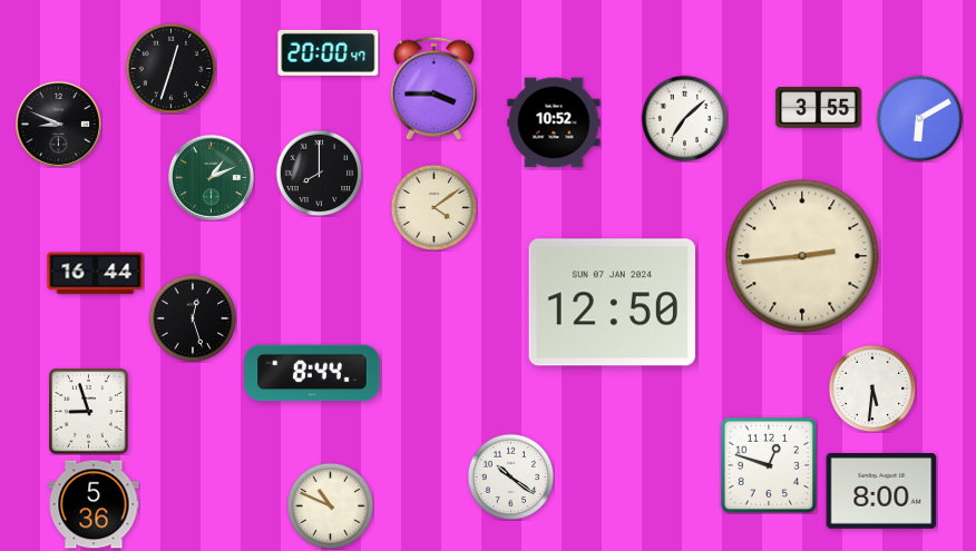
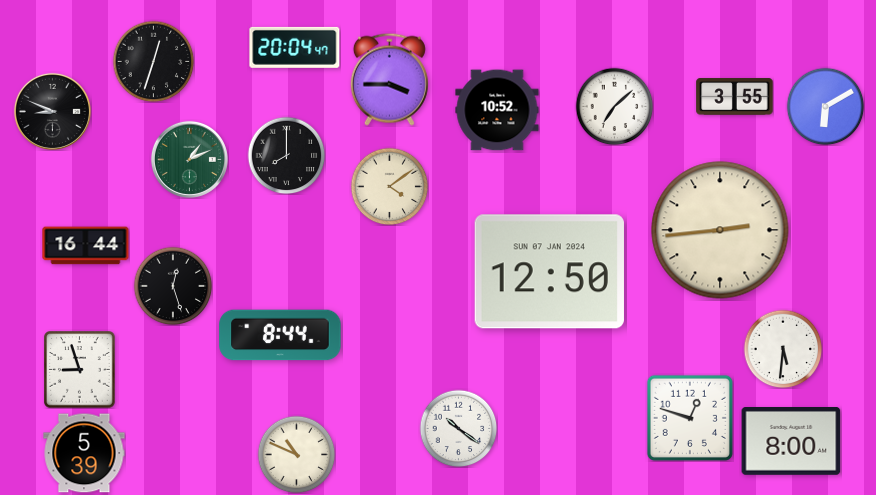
clock at (329, 52): 20:00 -> 20:04
clock at (94, 504): 5:36 -> 5:39
